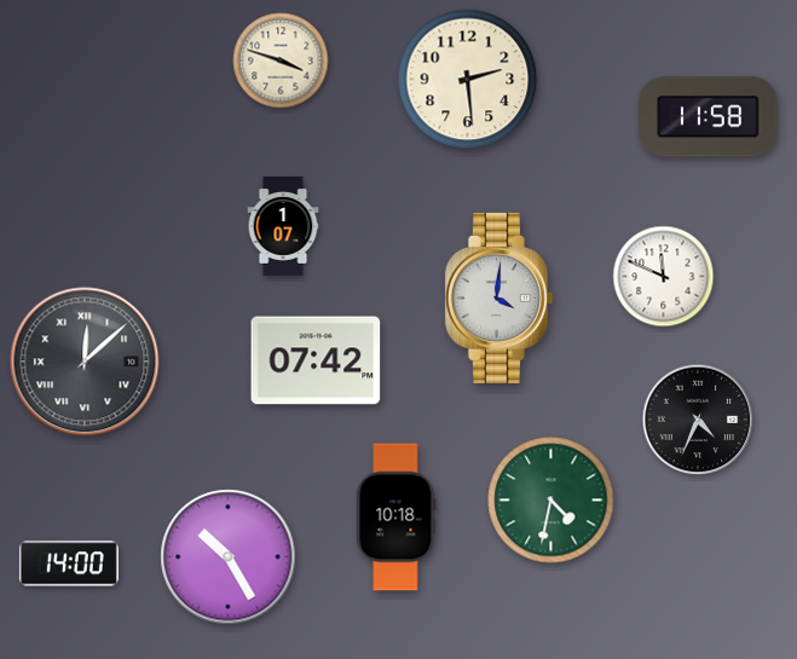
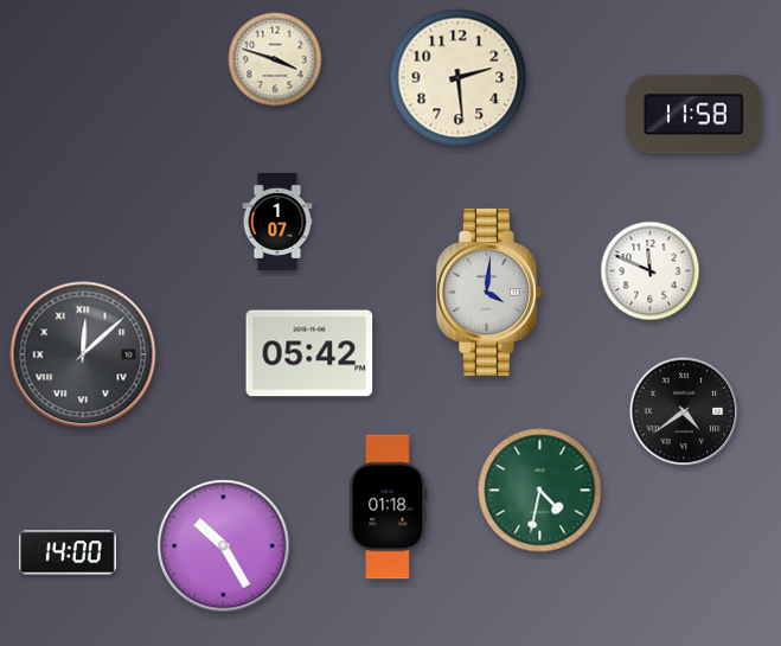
clock at (316, 360): 07:42 -> 05:42
clock at (698, 420): 4:34 -> 4:39
clock at (397, 518): 10:18 -> 01:18
